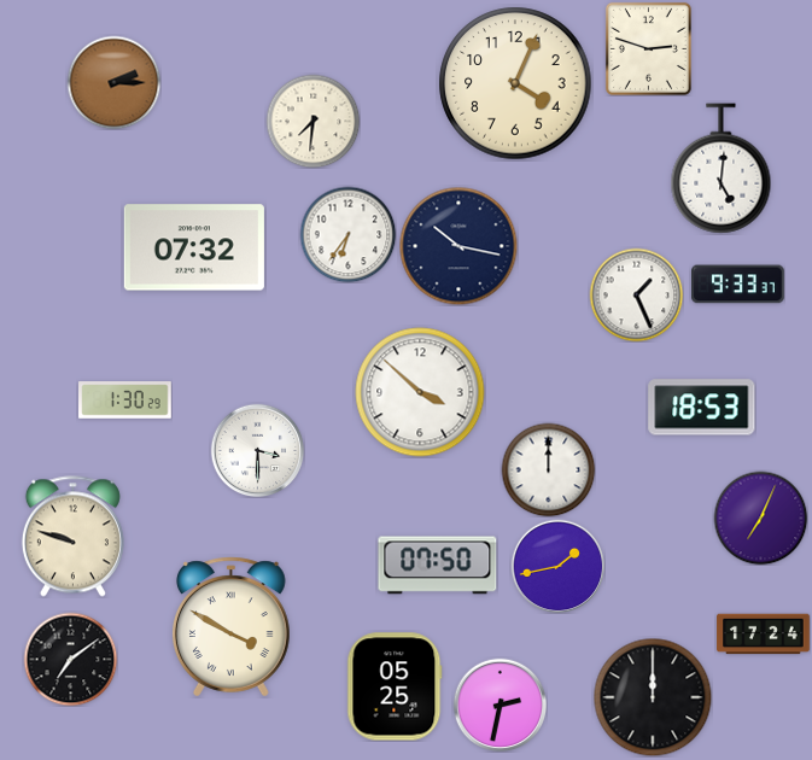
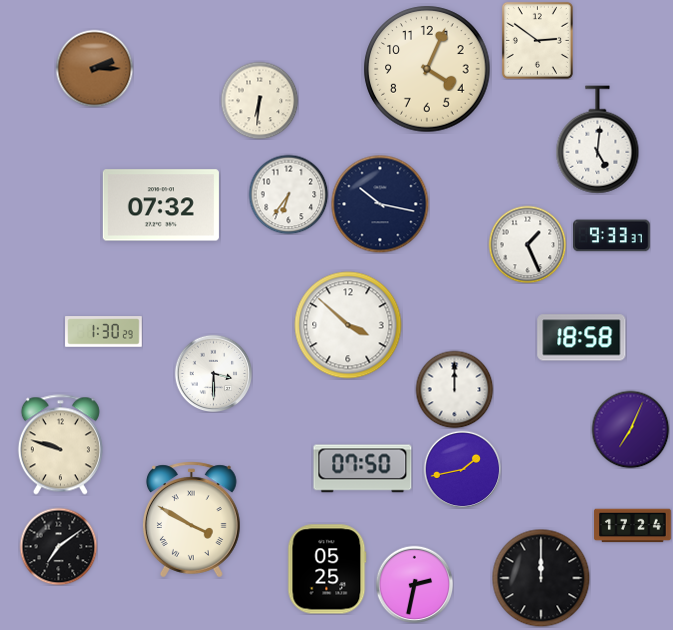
clock at (648, 48): 2:48 -> 2:51
clock at (312, 121): 7:31 -> 6:31
clock at (702, 408): 18:53 -> 18:58
